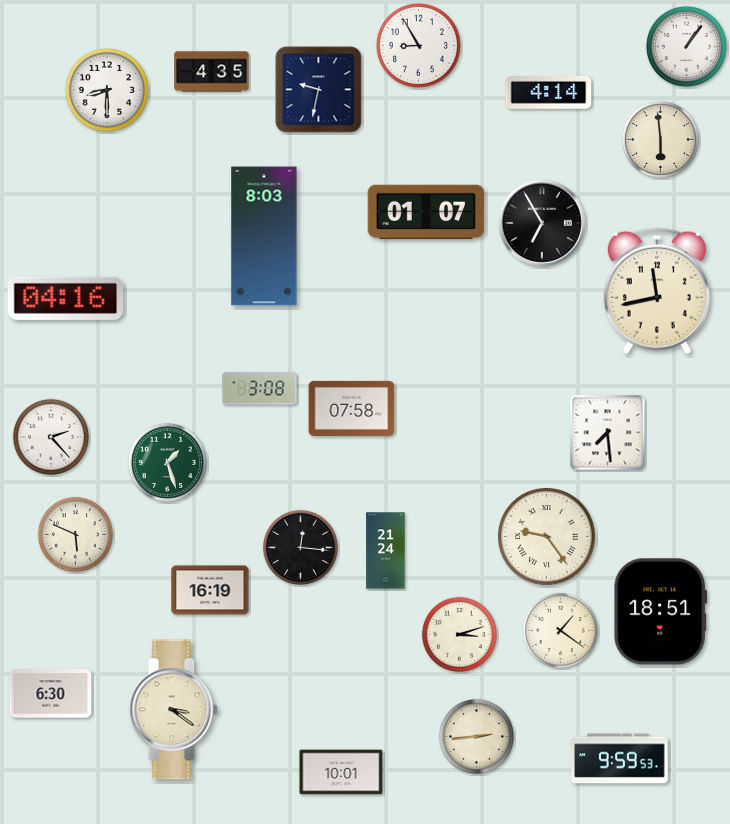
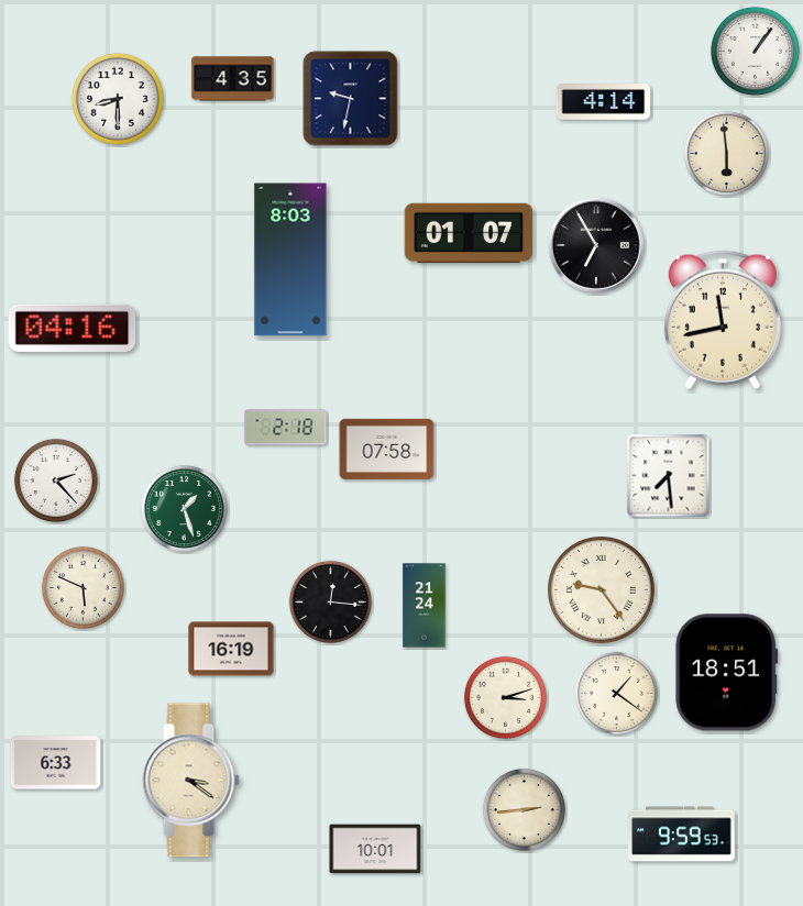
clock at (418, 45): 8:55 -> none
clock at (260, 389): 3:08 -> 2:18
clock at (51, 694): 6:30 -> 6:33
